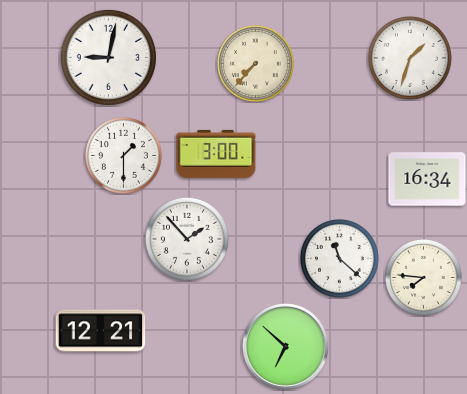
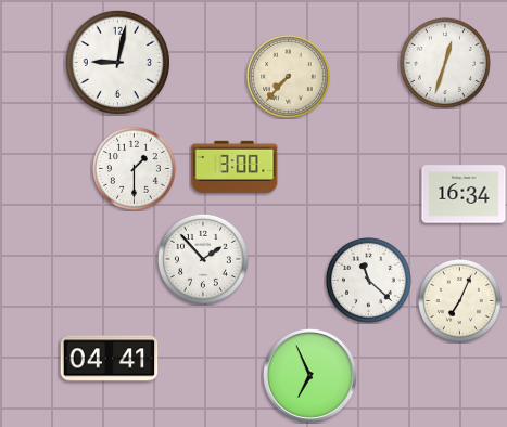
clock at (410, 58): 1:33 -> 12:33
clock at (256, 64) position: (256, 64) -> (289, 77)
clock at (424, 278): 7:46 -> 7:04
clock at (101, 331): 12:21 -> 04:41
clock at (285, 346): 6:52 -> 6:56
